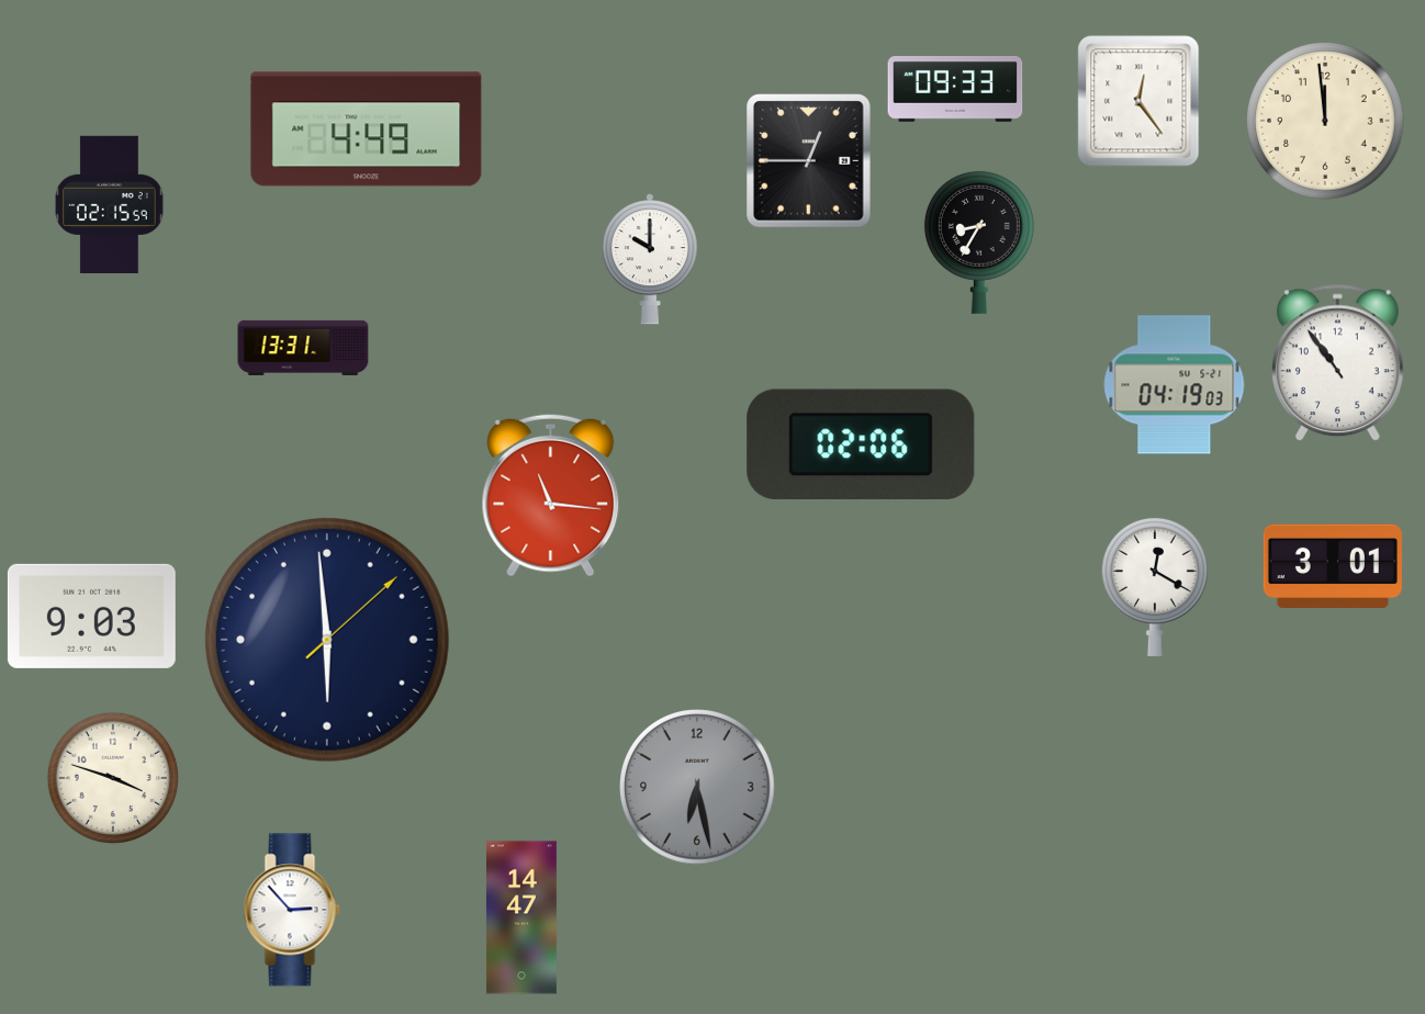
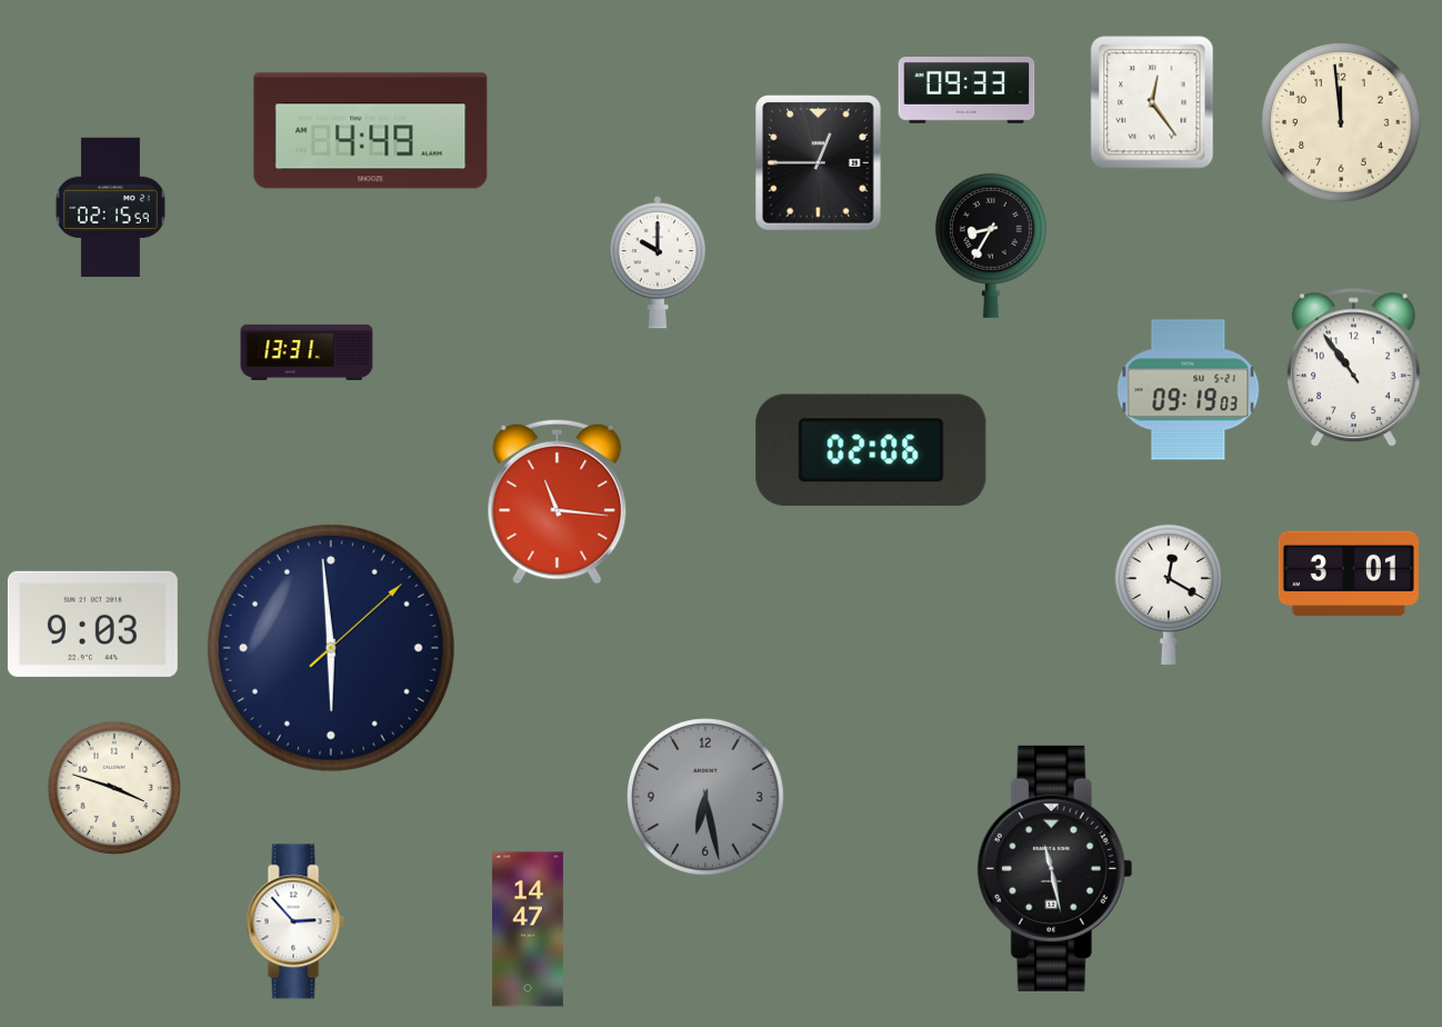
clock at (1175, 385): 04:19 -> 09:19
clock at (1055, 868): none -> 11:28
